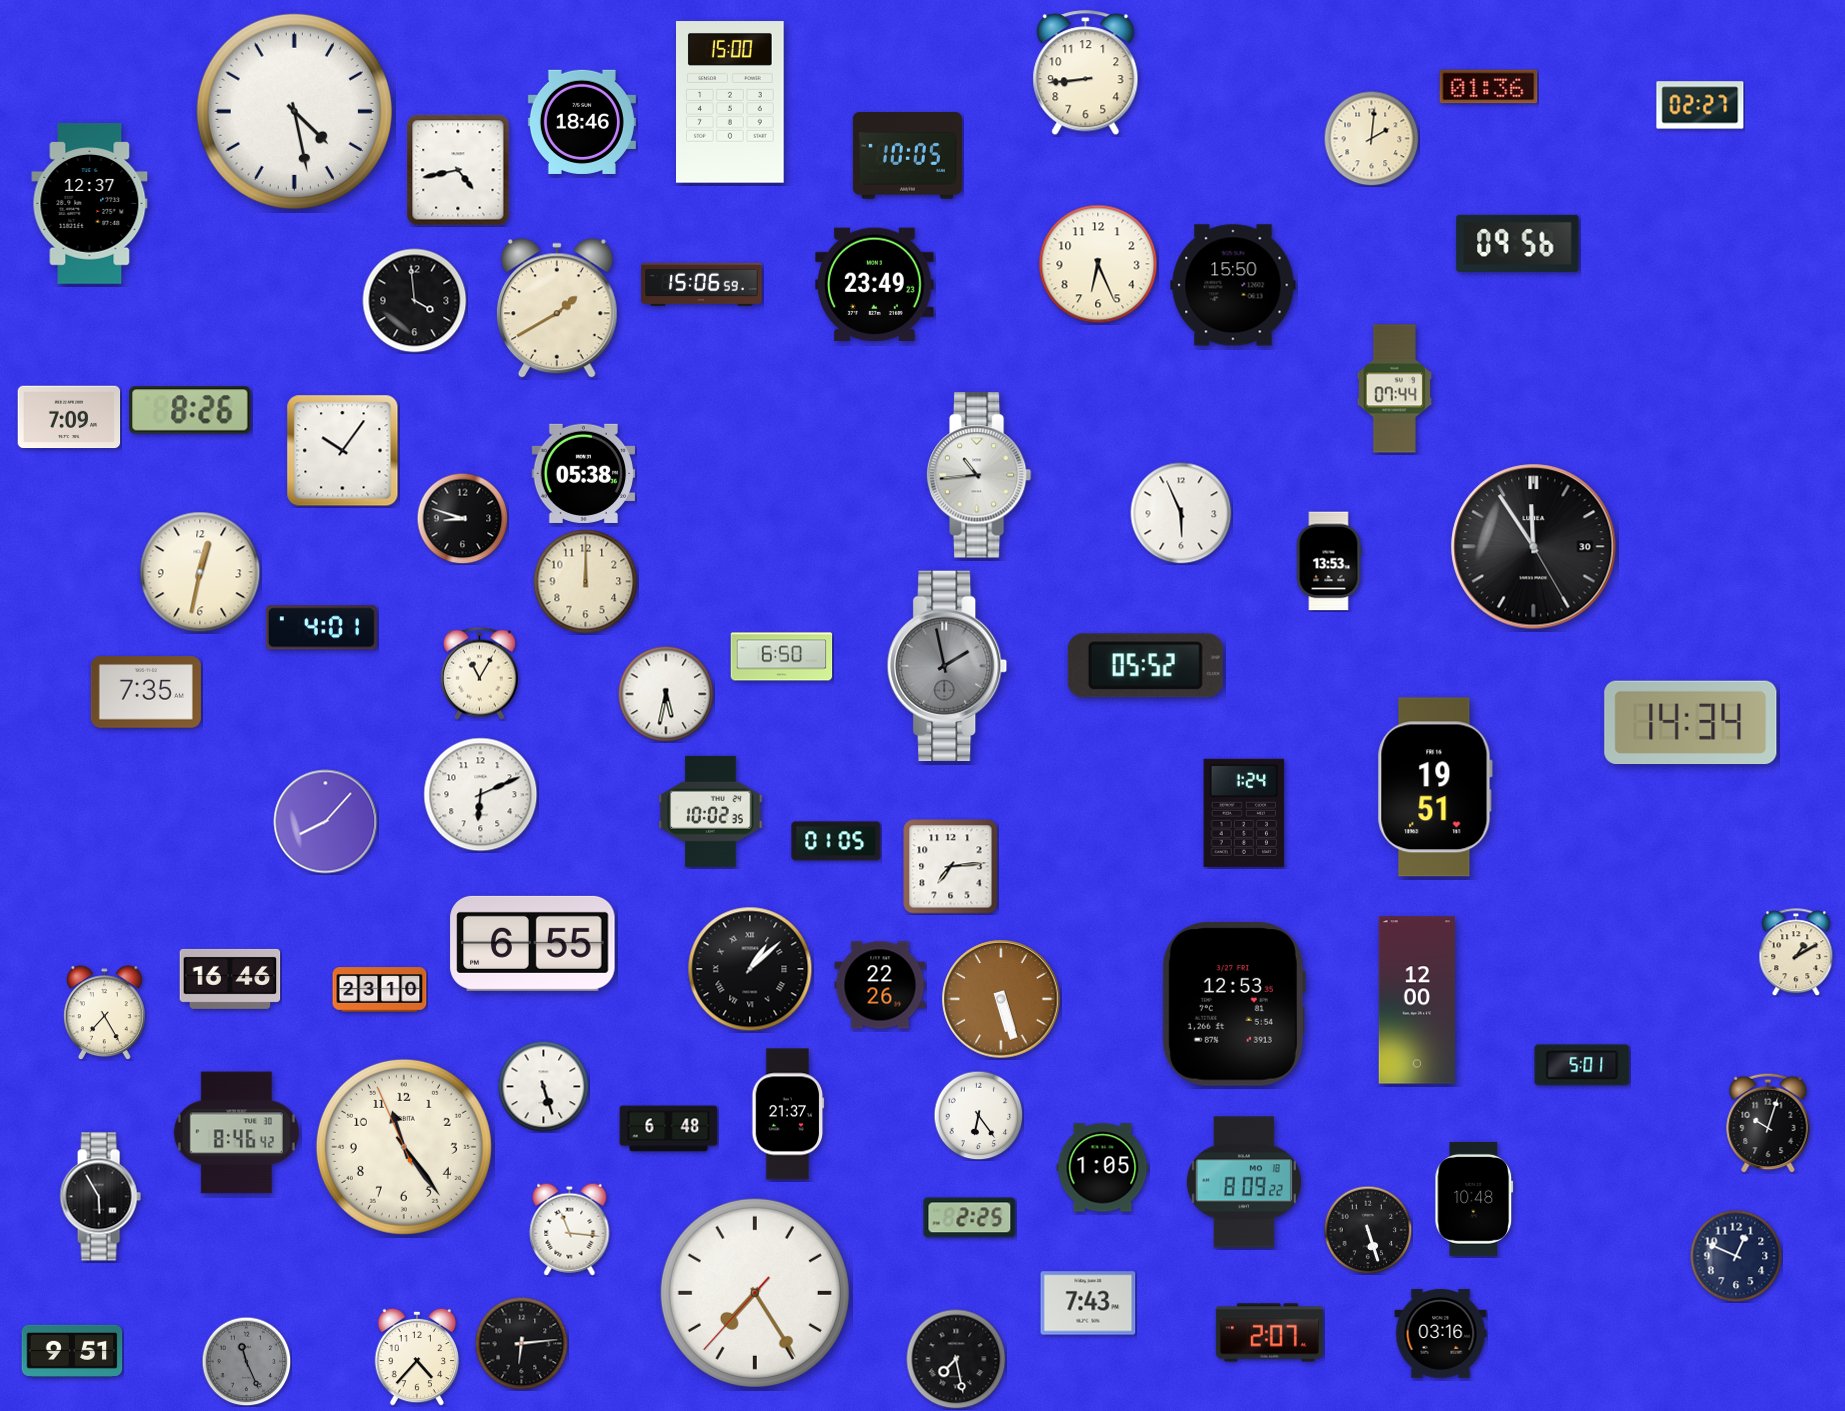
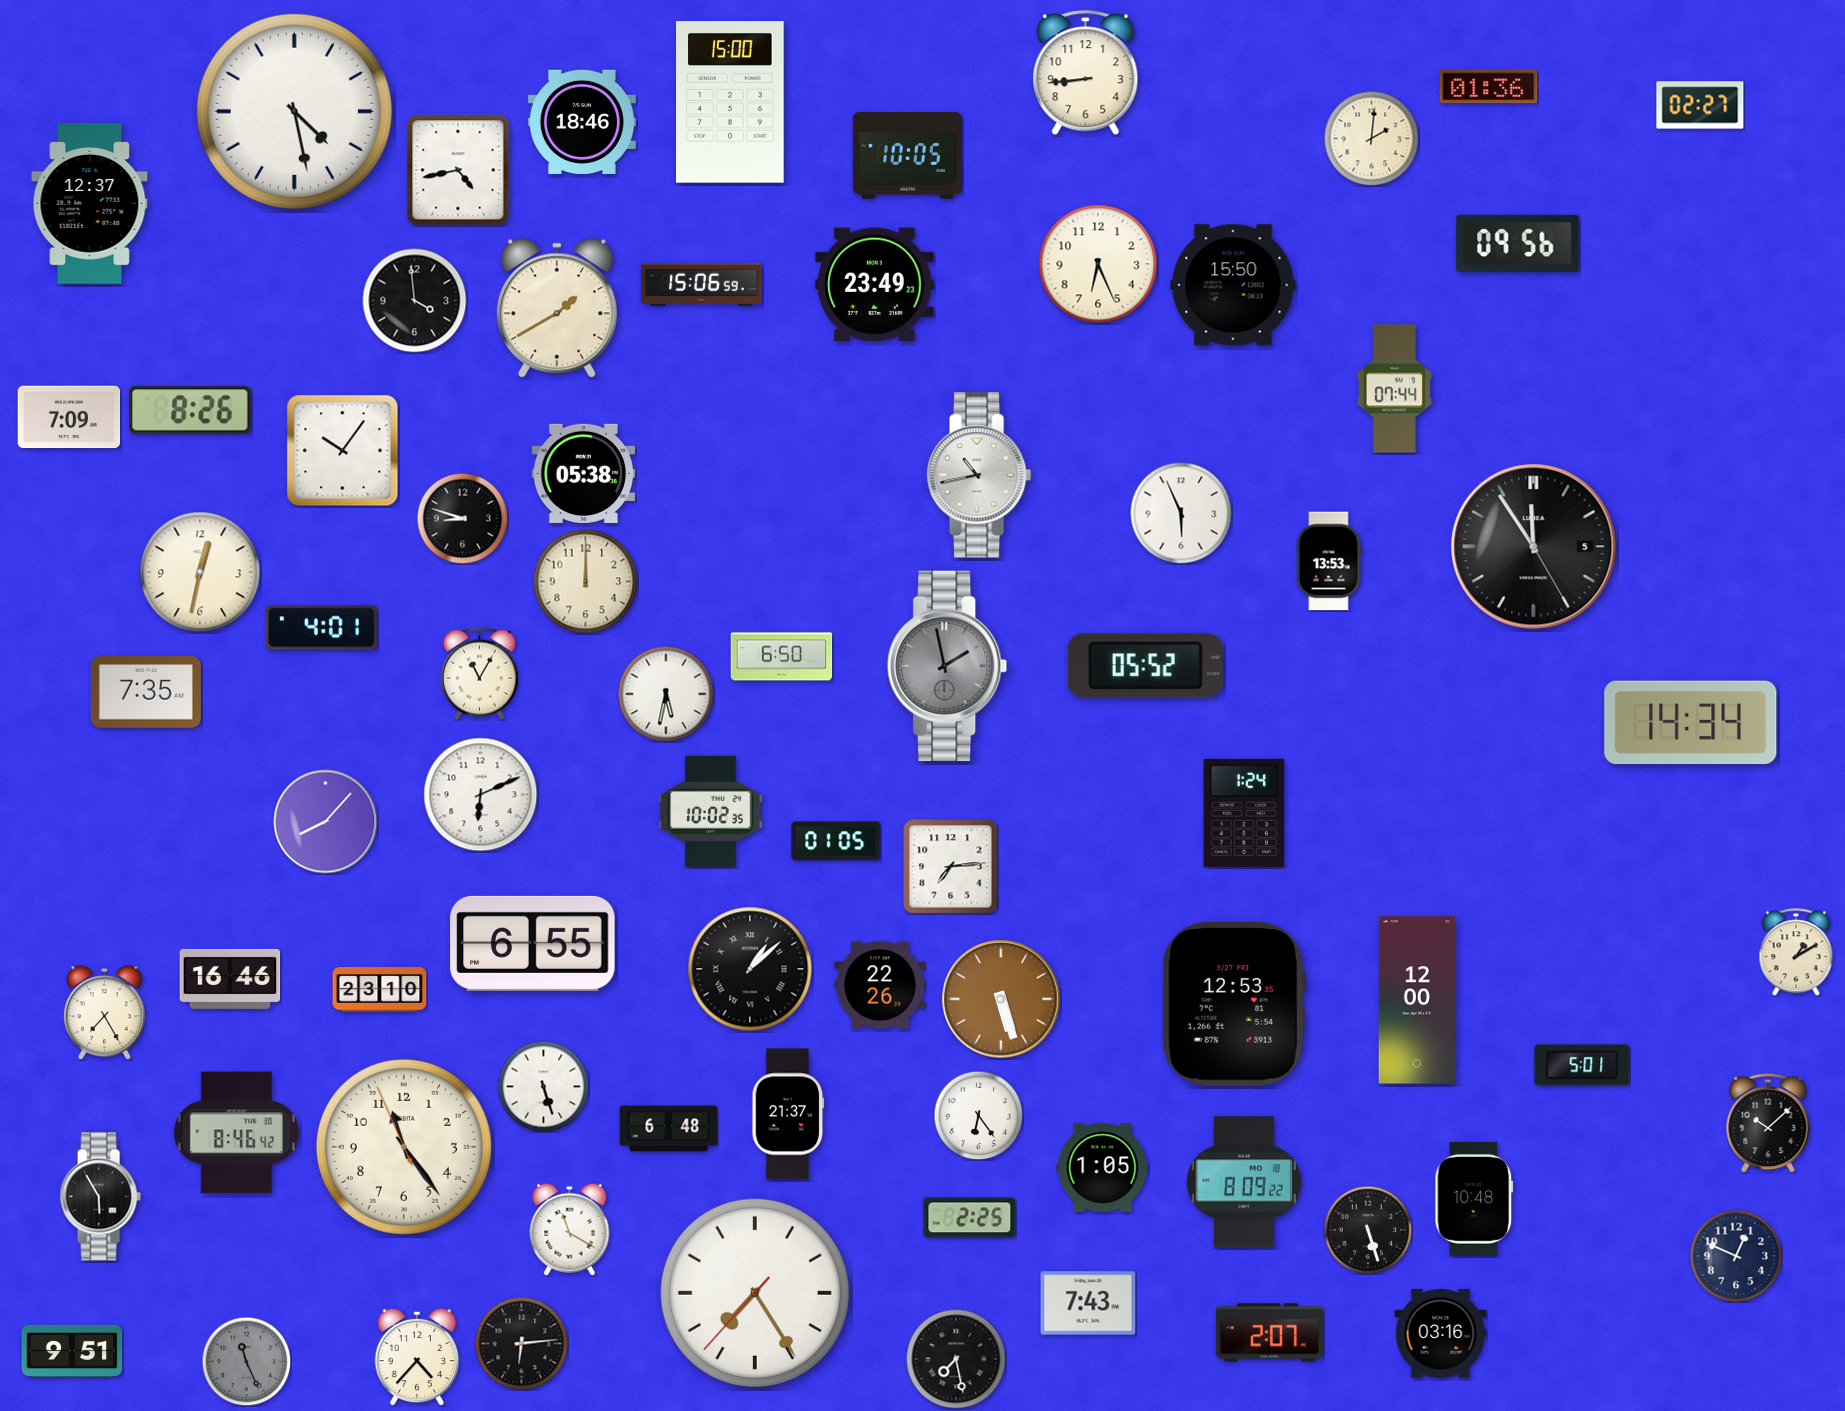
clock at (979, 475): 10:44 -> 10:43
clock at (1534, 547) date: 30 -> 5
clock at (1435, 787): 19:51 -> none
clock at (1768, 1123): 10:03 -> 10:08
clock at (570, 1229): 11:16 -> 11:20
